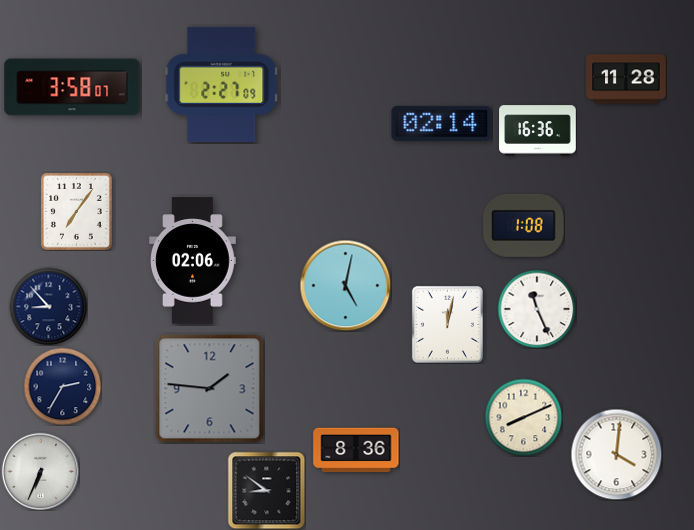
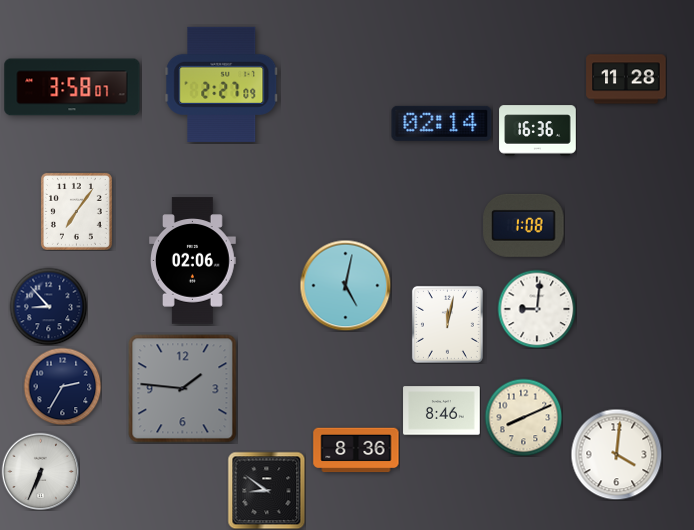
clock at (537, 309): 11:26 -> 9:01
clock at (210, 389) position: (210, 389) -> (183, 389)
clock at (442, 411): none -> 8:46
